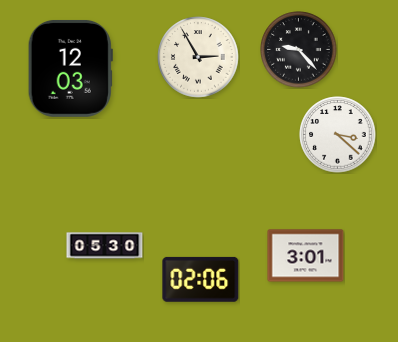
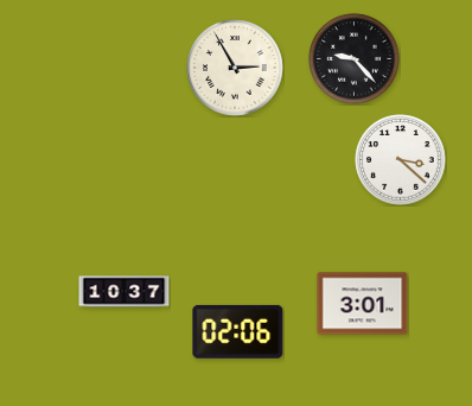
clock at (70, 68): 12:03 -> none
clock at (105, 246): 05:30 -> 10:37
